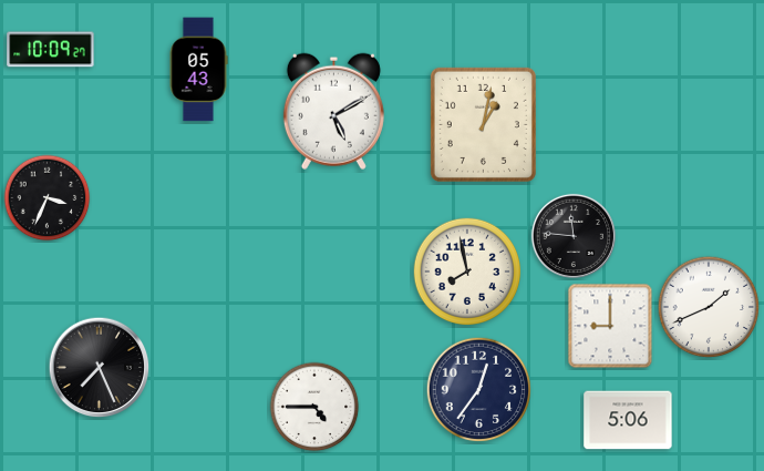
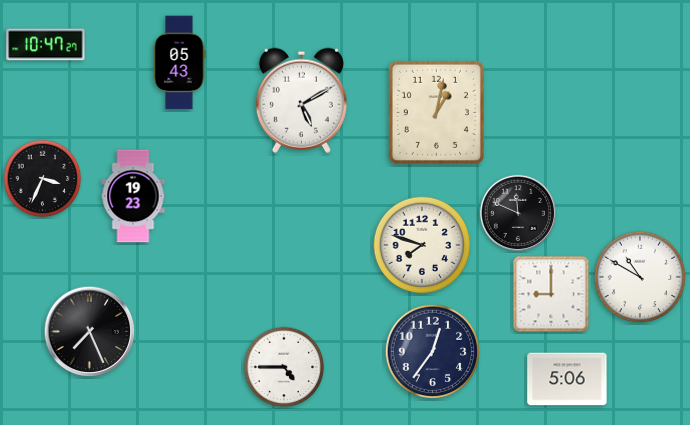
clock at (51, 50): 10:09 -> 10:47
clock at (133, 196): none -> 19:23
clock at (574, 236): 11:46 -> 11:49
clock at (467, 272): 7:58 -> 7:48
clock at (709, 307): 1:41 -> 10:50
